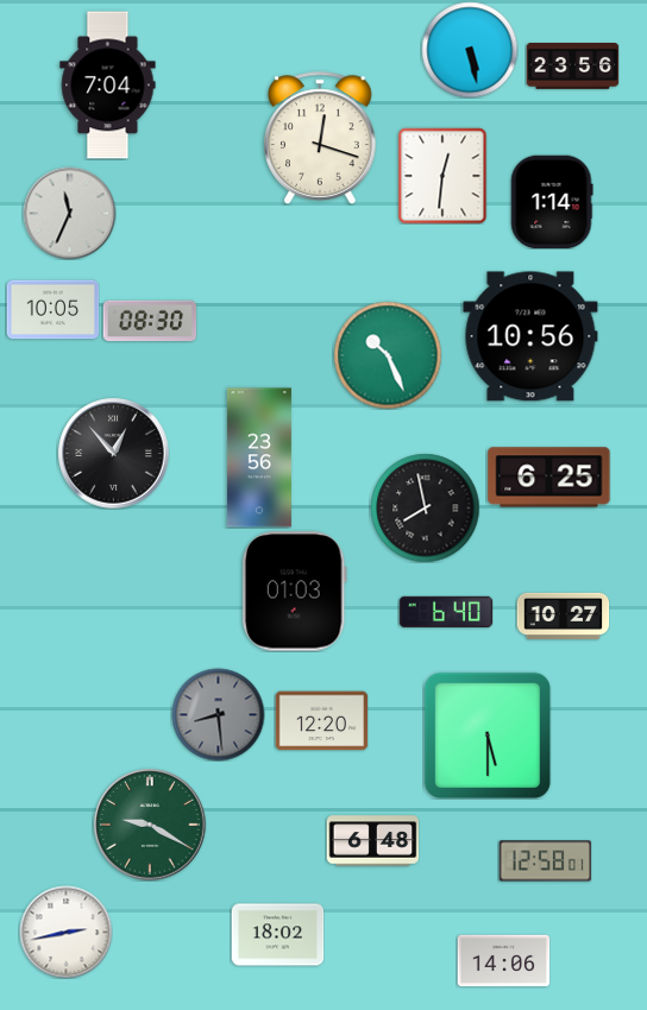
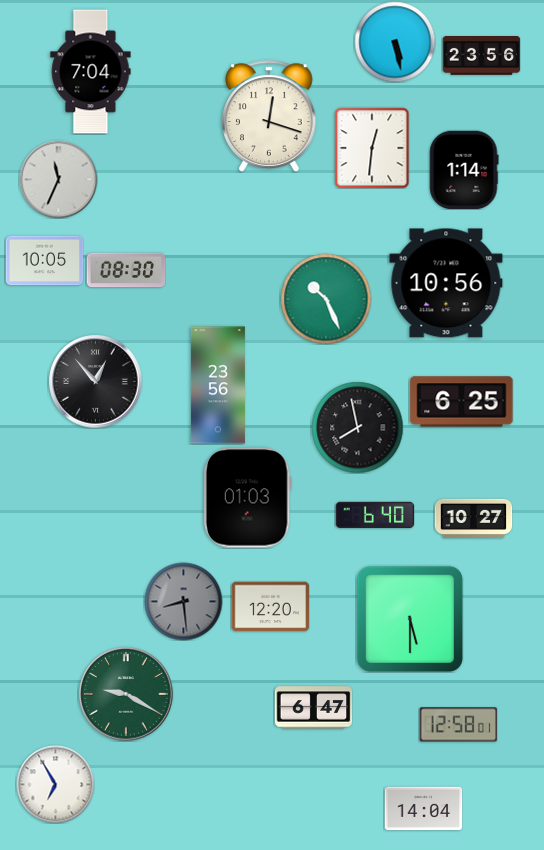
clock at (372, 841): 6:48 -> 6:47
clock at (65, 932): 2:43 -> 6:55
clock at (277, 935): 18:02 -> none
clock at (503, 961): 14:06 -> 14:04
